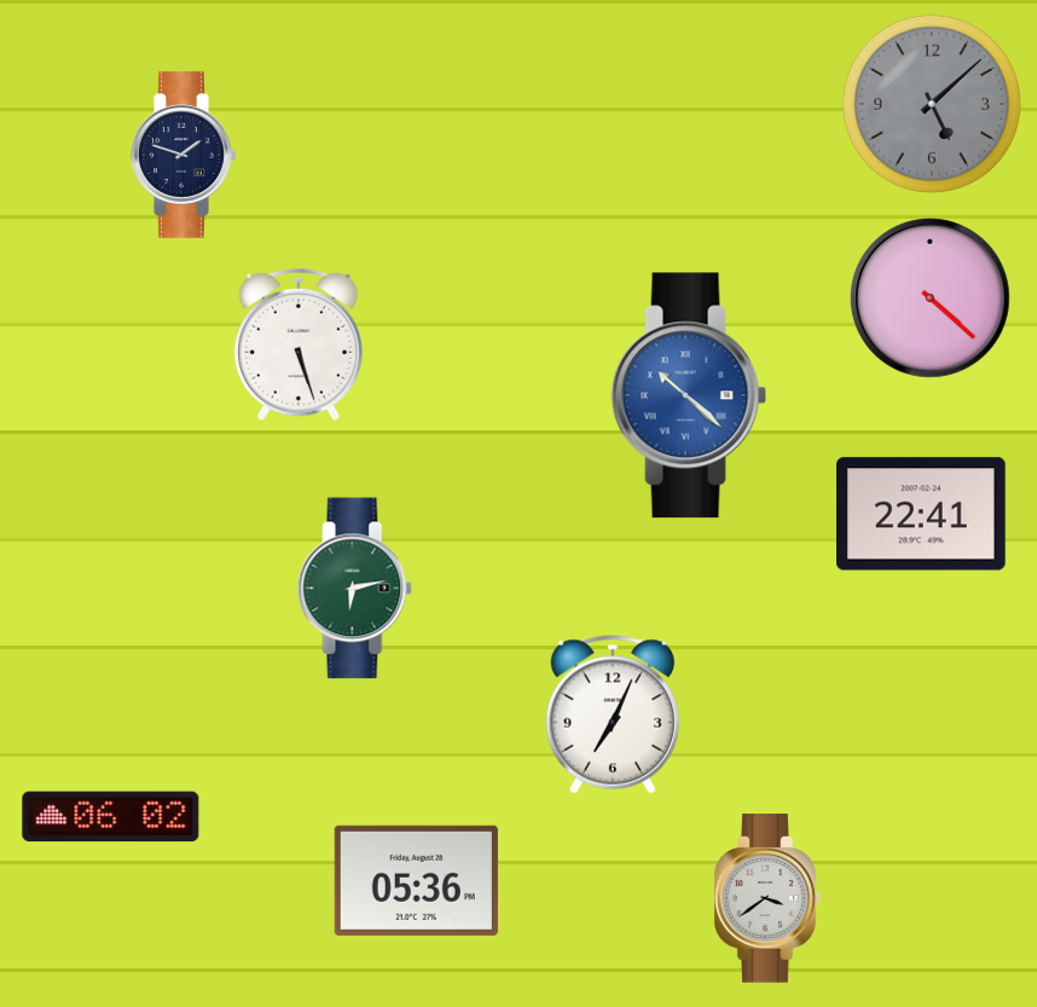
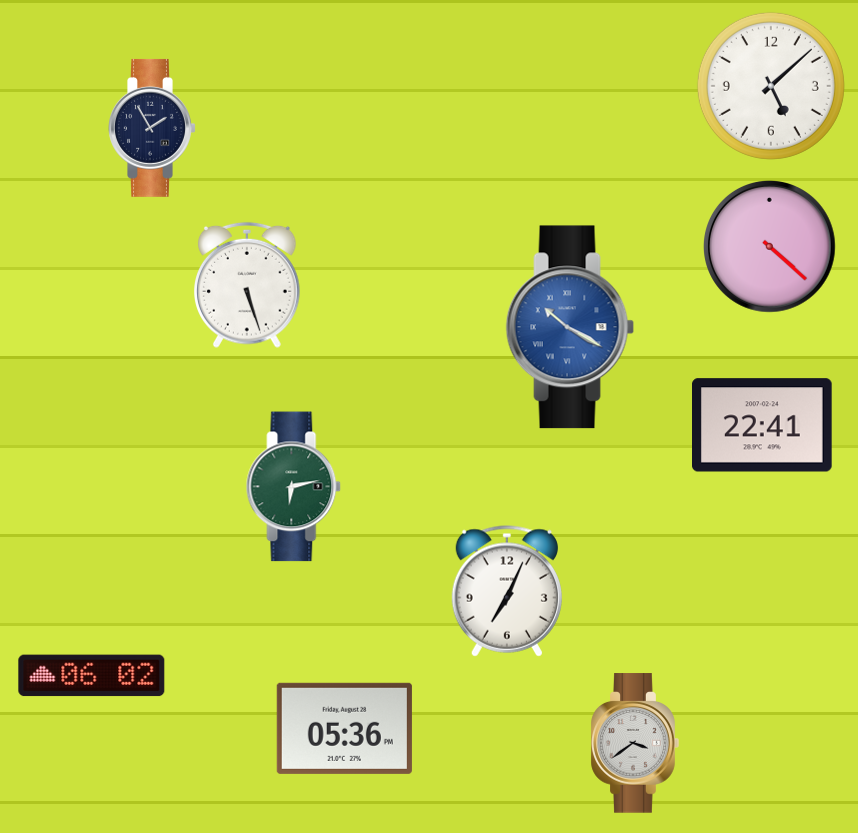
clock at (932, 104) dial: grey -> white
clock at (184, 155): 1:48 -> 1:55
clock at (689, 395): 10:22 -> 10:20
